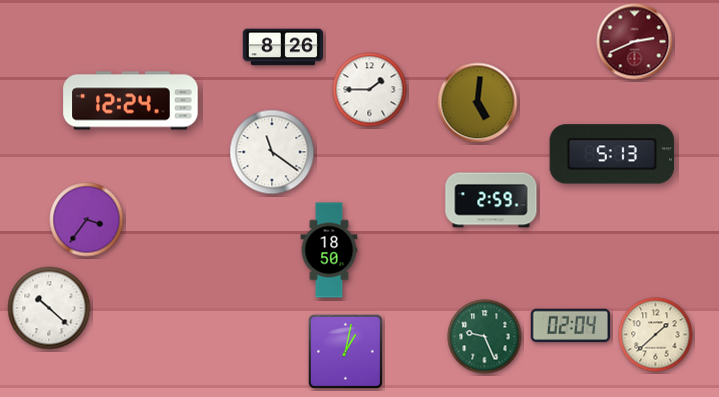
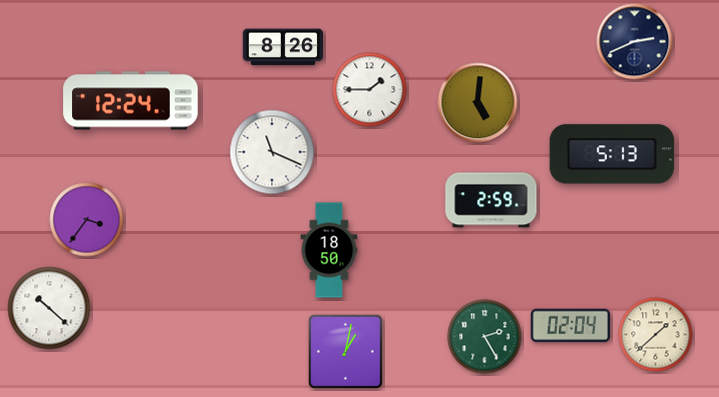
clock at (635, 42) dial: burgundy -> navy
clock at (272, 152): 11:21 -> 11:19
clock at (485, 337): 9:26 -> 2:25
